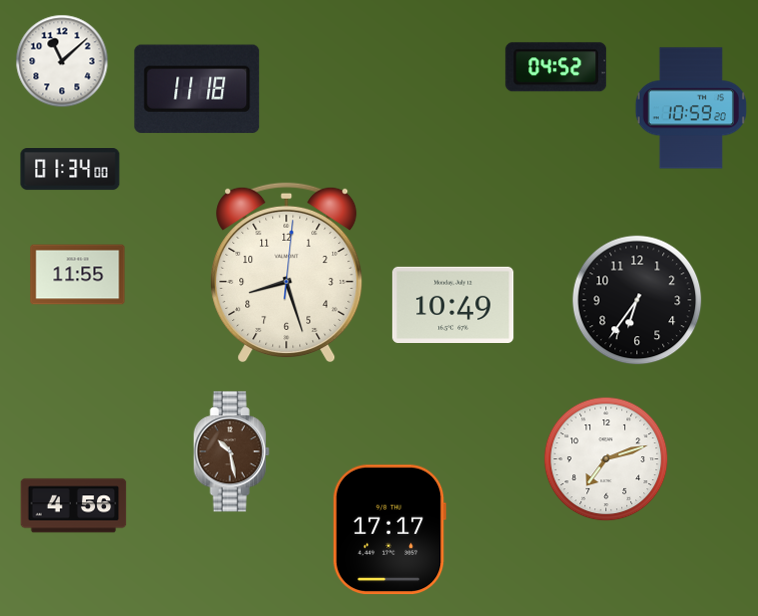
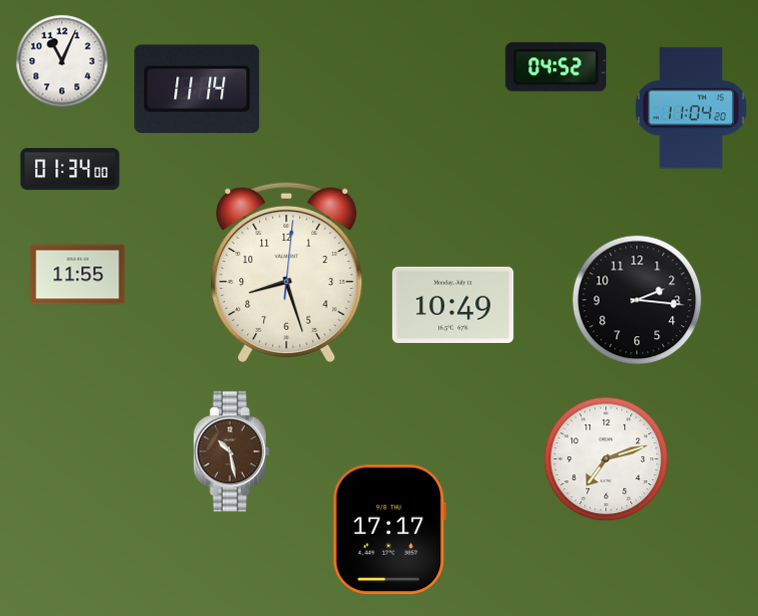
clock at (62, 61): 11:08 -> 11:04
clock at (197, 89): 11:18 -> 11:14
clock at (691, 108): 10:59 -> 11:04
clock at (637, 300): 6:36 -> 2:16
clock at (74, 506): 4:56 -> none
